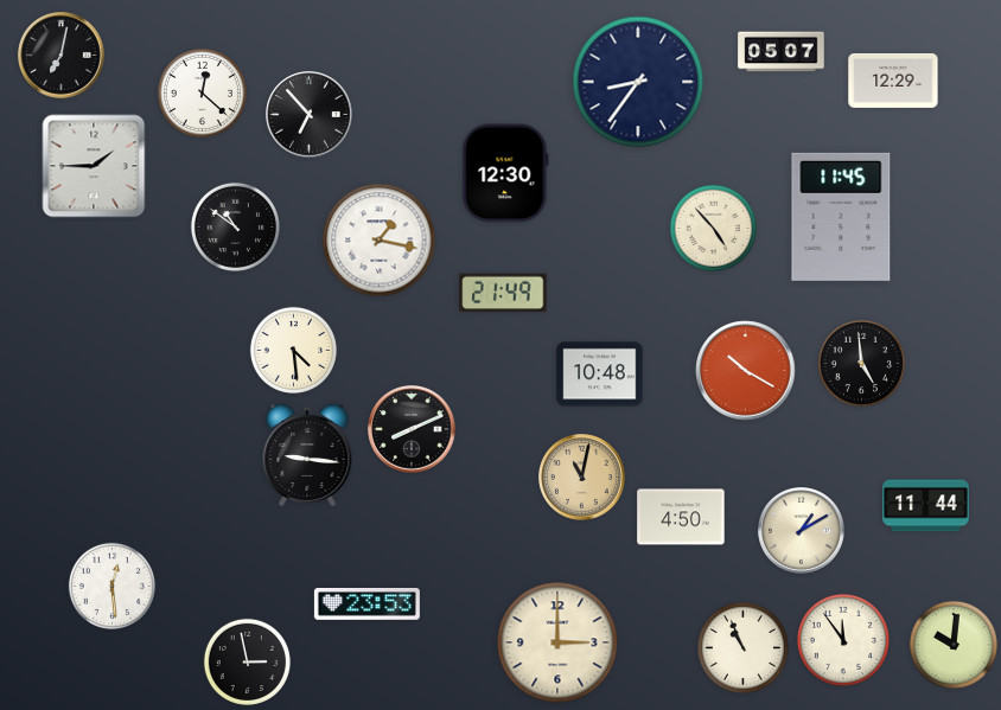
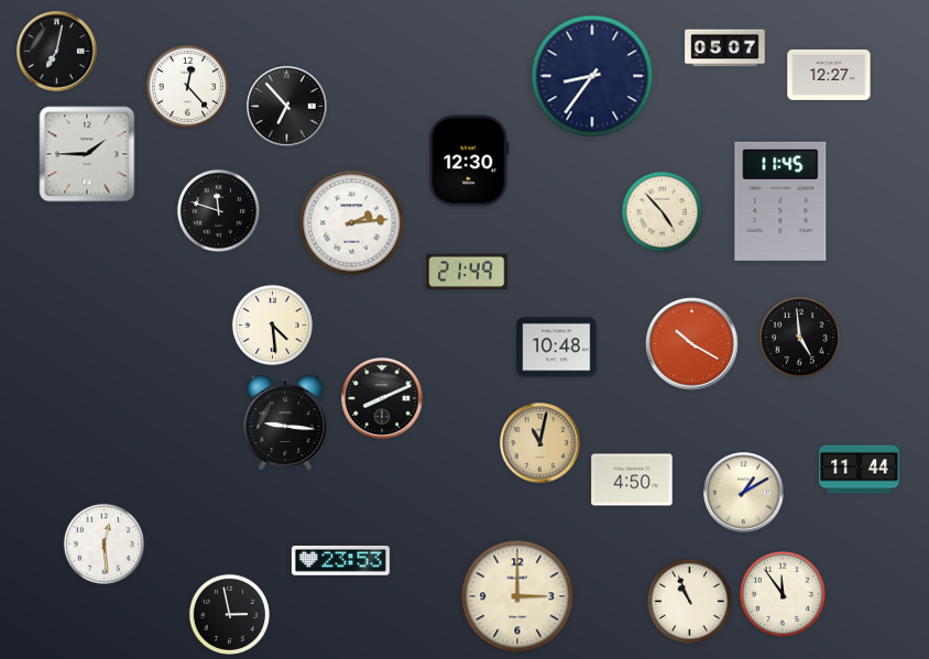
clock at (893, 81): 12:29 -> 12:27
clock at (202, 92): 12:22 -> 12:23
clock at (235, 226): 10:51 -> 11:48
clock at (380, 241): 1:17 -> 2:14
clock at (954, 645): 10:01 -> none
